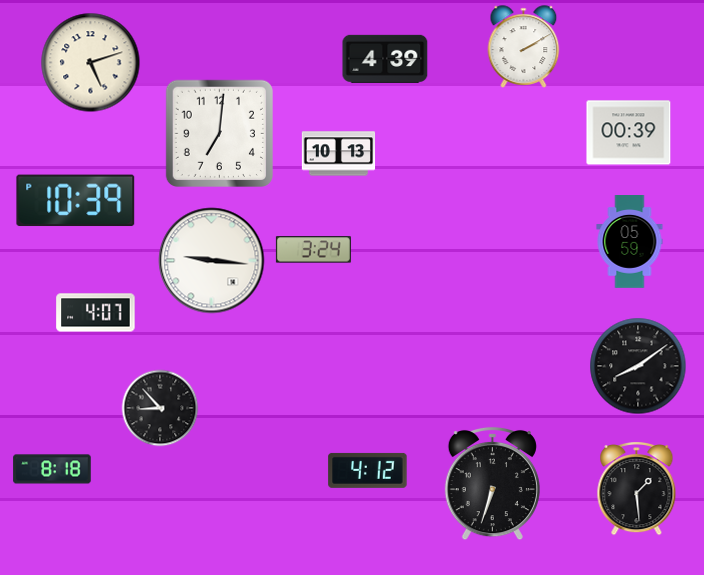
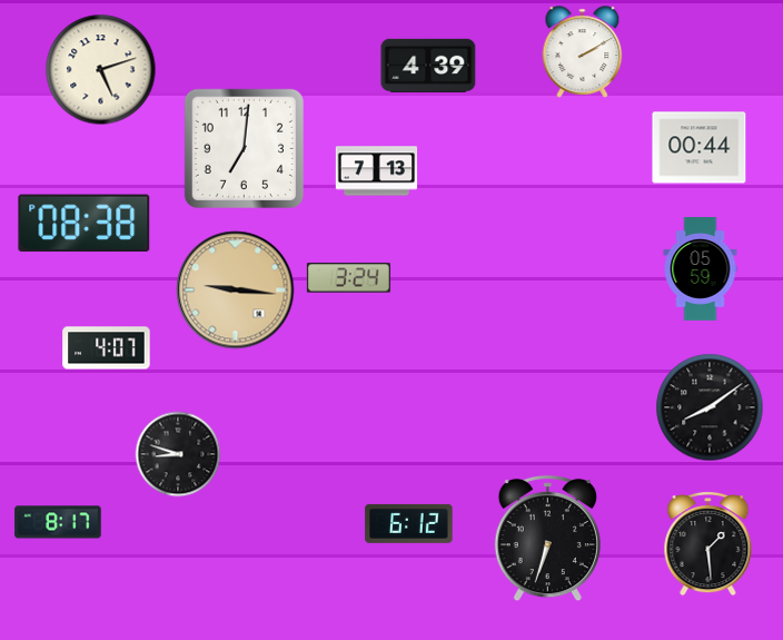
clock at (629, 133): 00:39 -> 00:44
clock at (339, 154): 10:13 -> 7:13
clock at (76, 201): 10:39 -> 08:38
clock at (212, 261) dial: white -> champagne
clock at (160, 408): 8:53 -> 8:48
clock at (52, 469): 8:18 -> 8:17
clock at (368, 470): 4:12 -> 6:12
